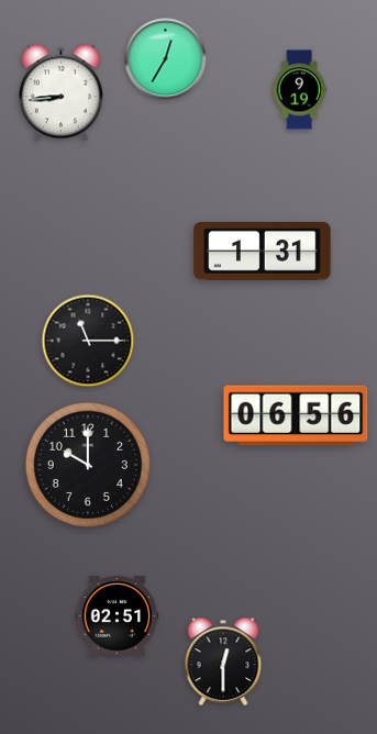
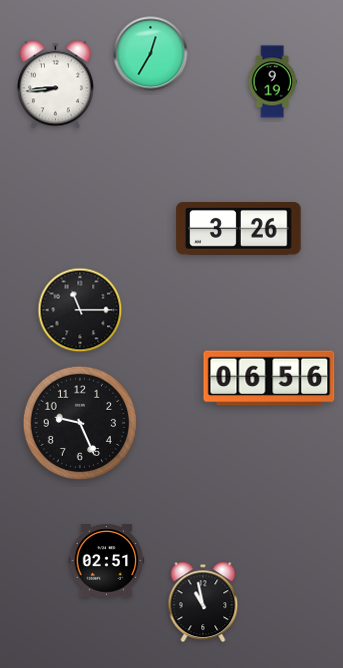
clock at (263, 252): 1:31 -> 3:26
clock at (87, 464): 10:00 -> 9:26
clock at (223, 661): 12:30 -> 10:58
